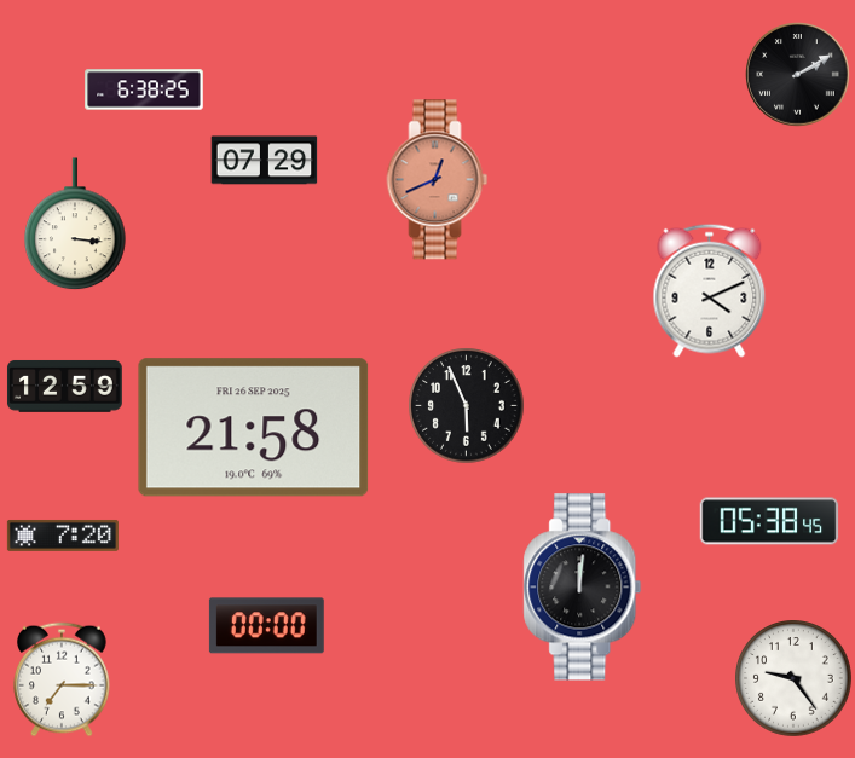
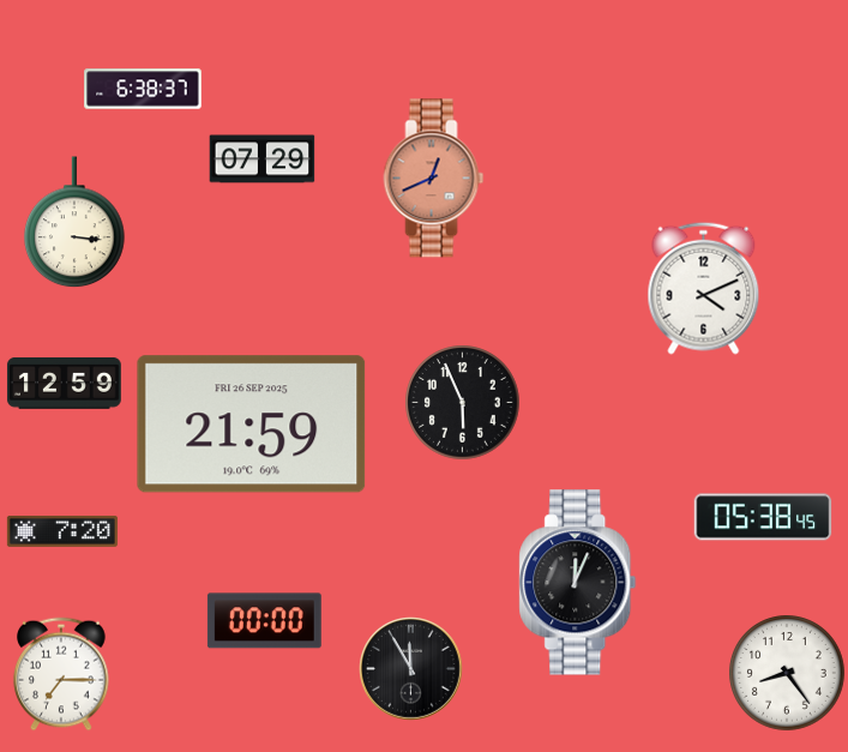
clock at (798, 75): 2:10 -> none
clock at (144, 89): 6:38:25 -> 6:38:37
clock at (254, 428): 21:58 -> 21:59
clock at (583, 588): 12:01 -> 12:04
clock at (411, 669): none -> 11:55
clock at (793, 678): 9:24 -> 8:24
